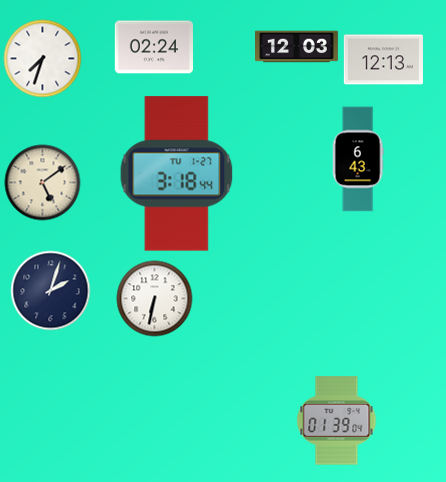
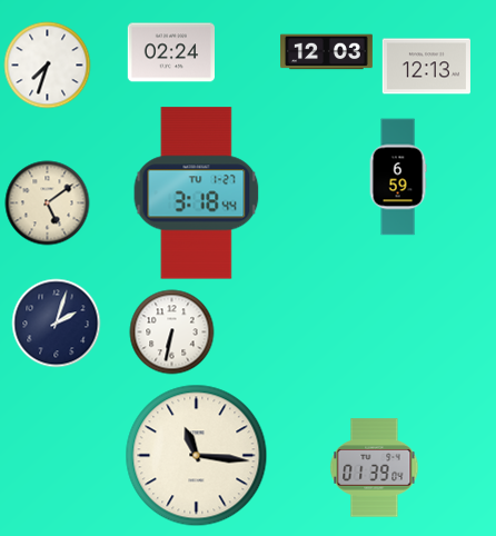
clock at (297, 47) position: (297, 47) -> (327, 52)
clock at (358, 159): 6:43 -> 6:59
clock at (197, 456): none -> 11:16
